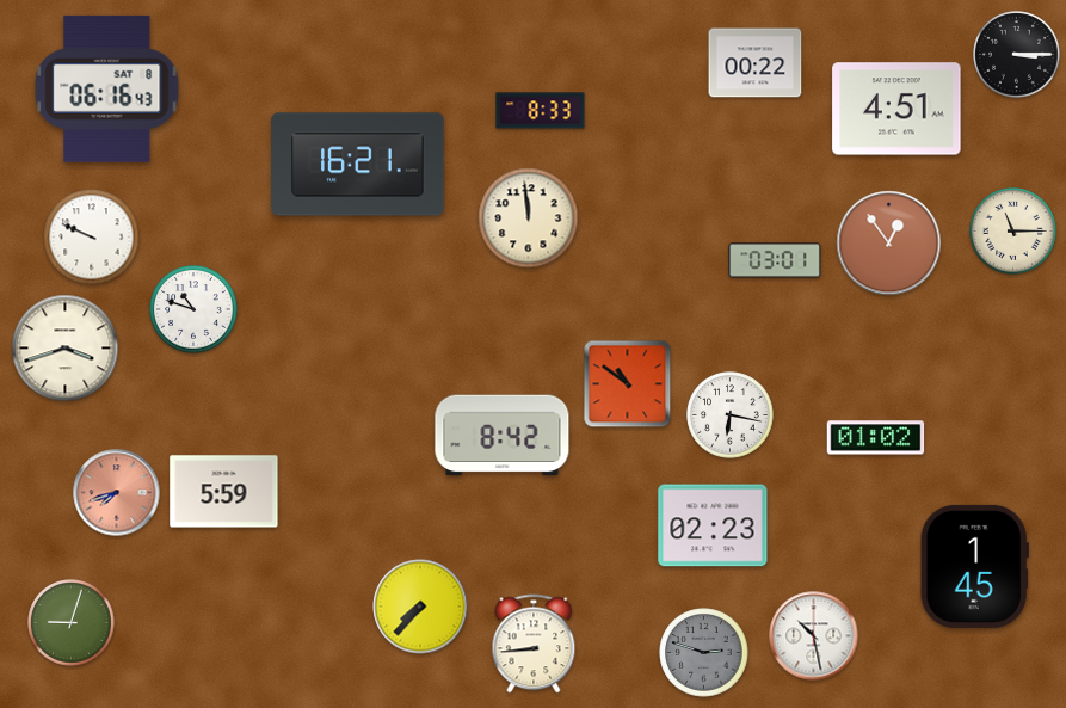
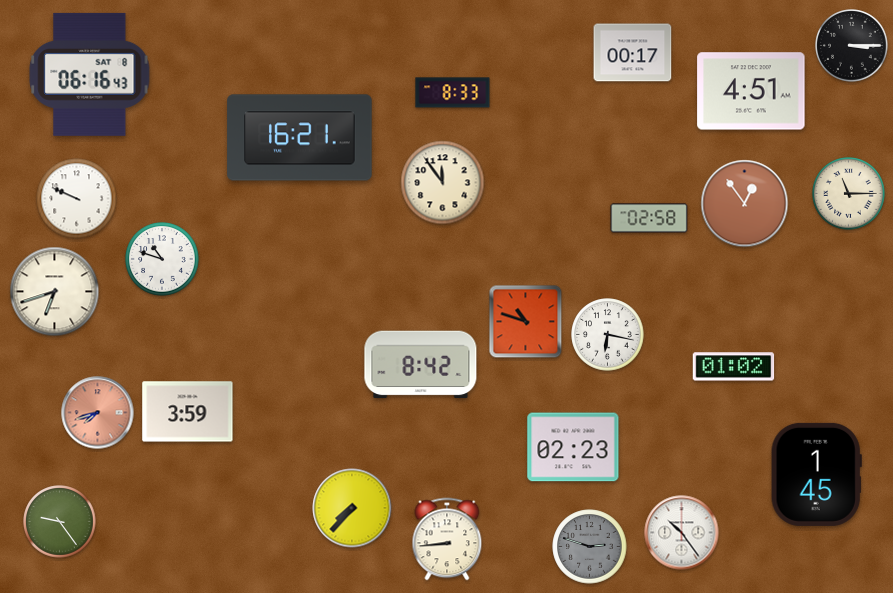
clock at (756, 63): 00:22 -> 00:17
clock at (529, 218): 11:59 -> 11:54
clock at (775, 260): 03:01 -> 02:58
clock at (66, 349): 3:42 -> 6:42
clock at (628, 384): 10:51 -> 10:48
clock at (731, 415) position: (731, 415) -> (608, 335)
clock at (224, 492): 5:59 -> 3:59
clock at (713, 525) position: (713, 525) -> (573, 447)
clock at (72, 623): 9:03 -> 9:24
clock at (814, 636): 10:28 -> 10:24
